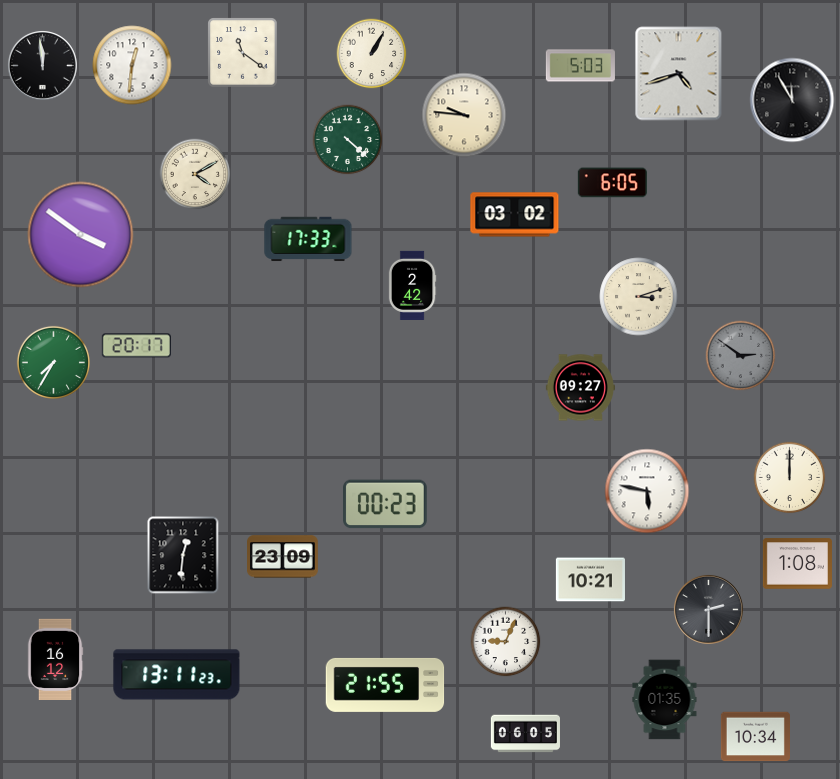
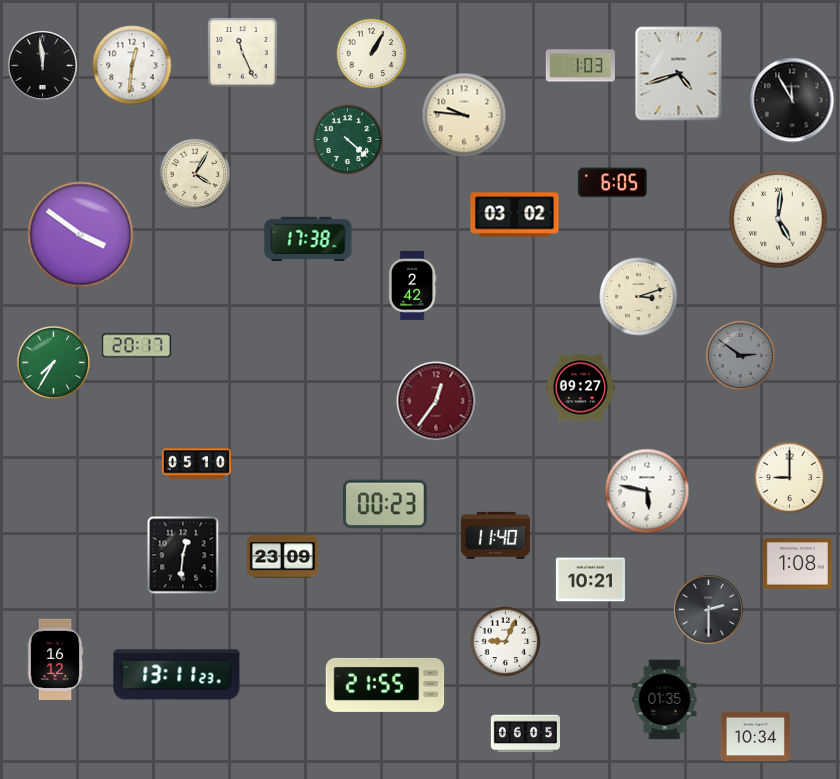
clock at (243, 53): 11:21 -> 11:26
clock at (580, 66): 5:03 -> 1:03
clock at (195, 174): 4:10 -> 4:05
clock at (778, 219): none -> 5:01
clock at (308, 239): 17:33 -> 17:38
clock at (436, 401): none -> 12:36
clock at (196, 464): none -> 05:10
clock at (790, 478): 12:00 -> 9:00
clock at (495, 535): none -> 11:40
